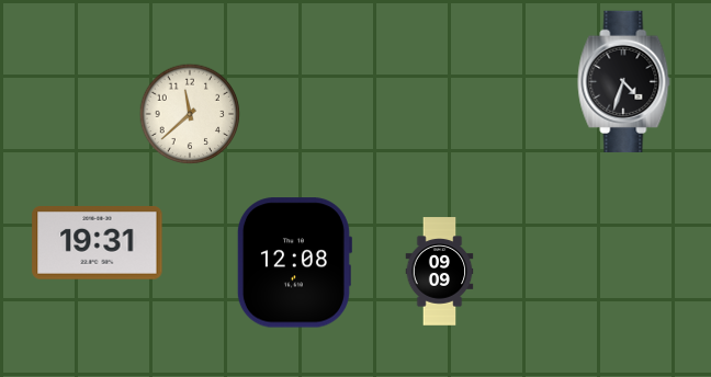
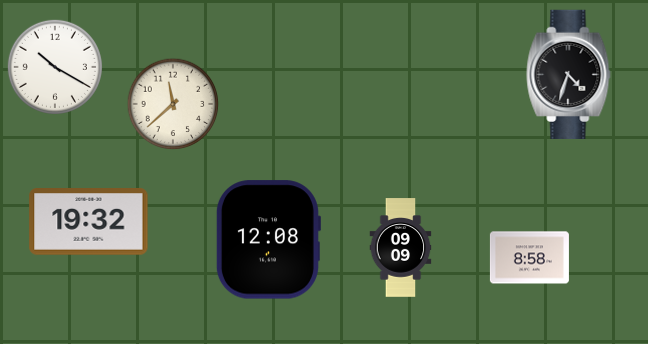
clock at (55, 67): none -> 10:20
clock at (98, 243): 19:31 -> 19:32
clock at (529, 258): none -> 8:58
